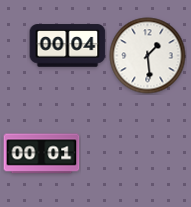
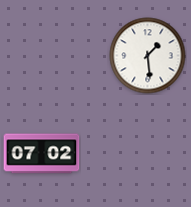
clock at (68, 46): 00:04 -> none
clock at (42, 154): 00:01 -> 07:02
